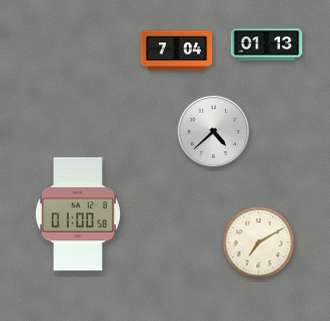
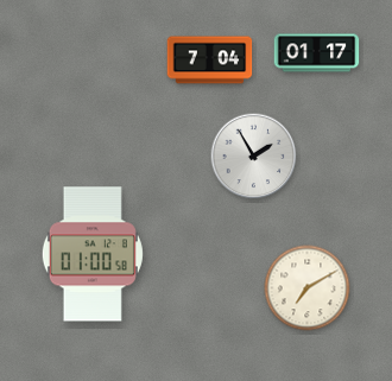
clock at (267, 45): 01:13 -> 01:17
clock at (214, 132): 4:38 -> 1:55
